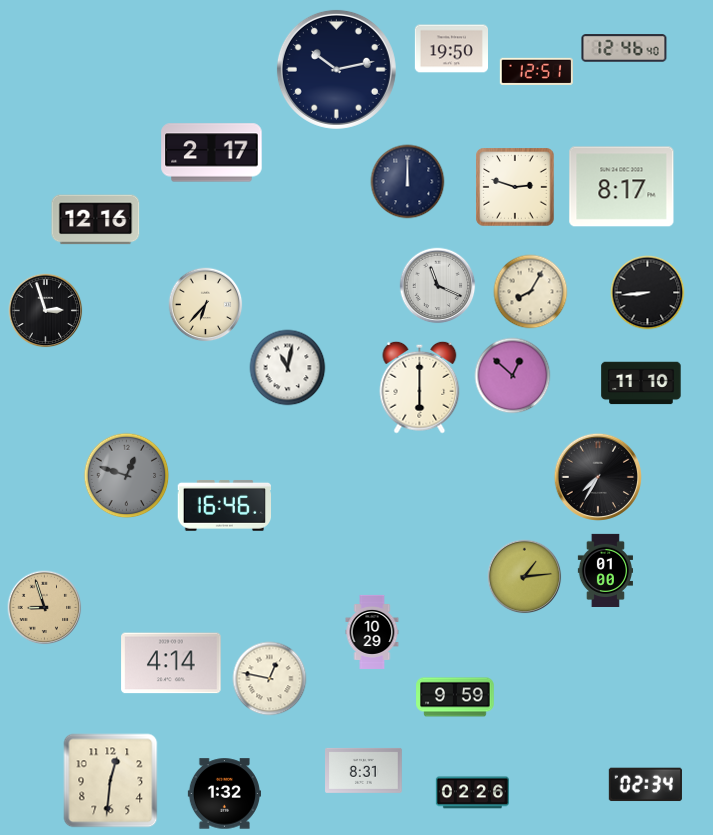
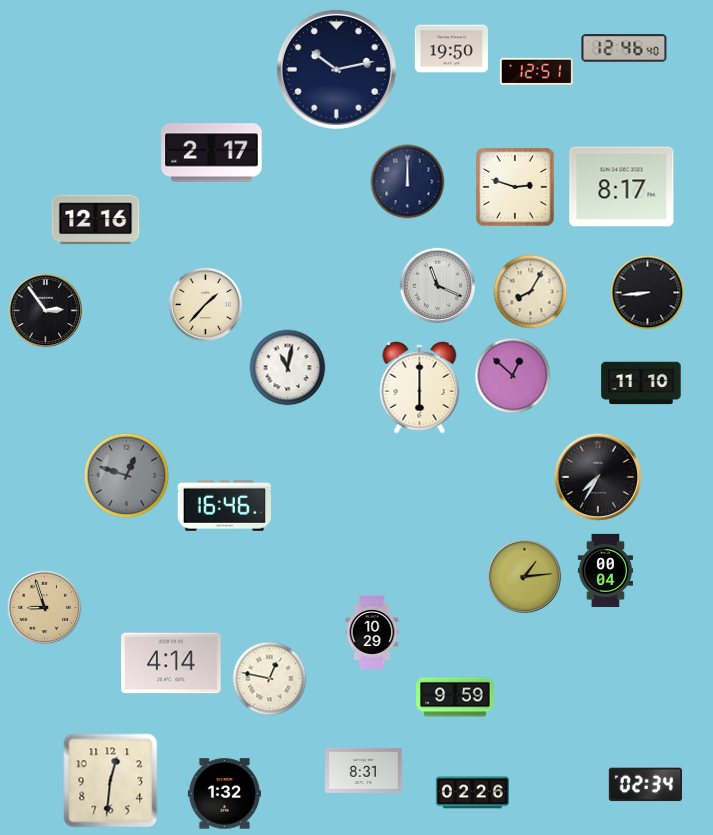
clock at (206, 305): 6:37 -> 1:37
clock at (46, 311): 2:57 -> 2:54
clock at (605, 570): 01:00 -> 00:04
